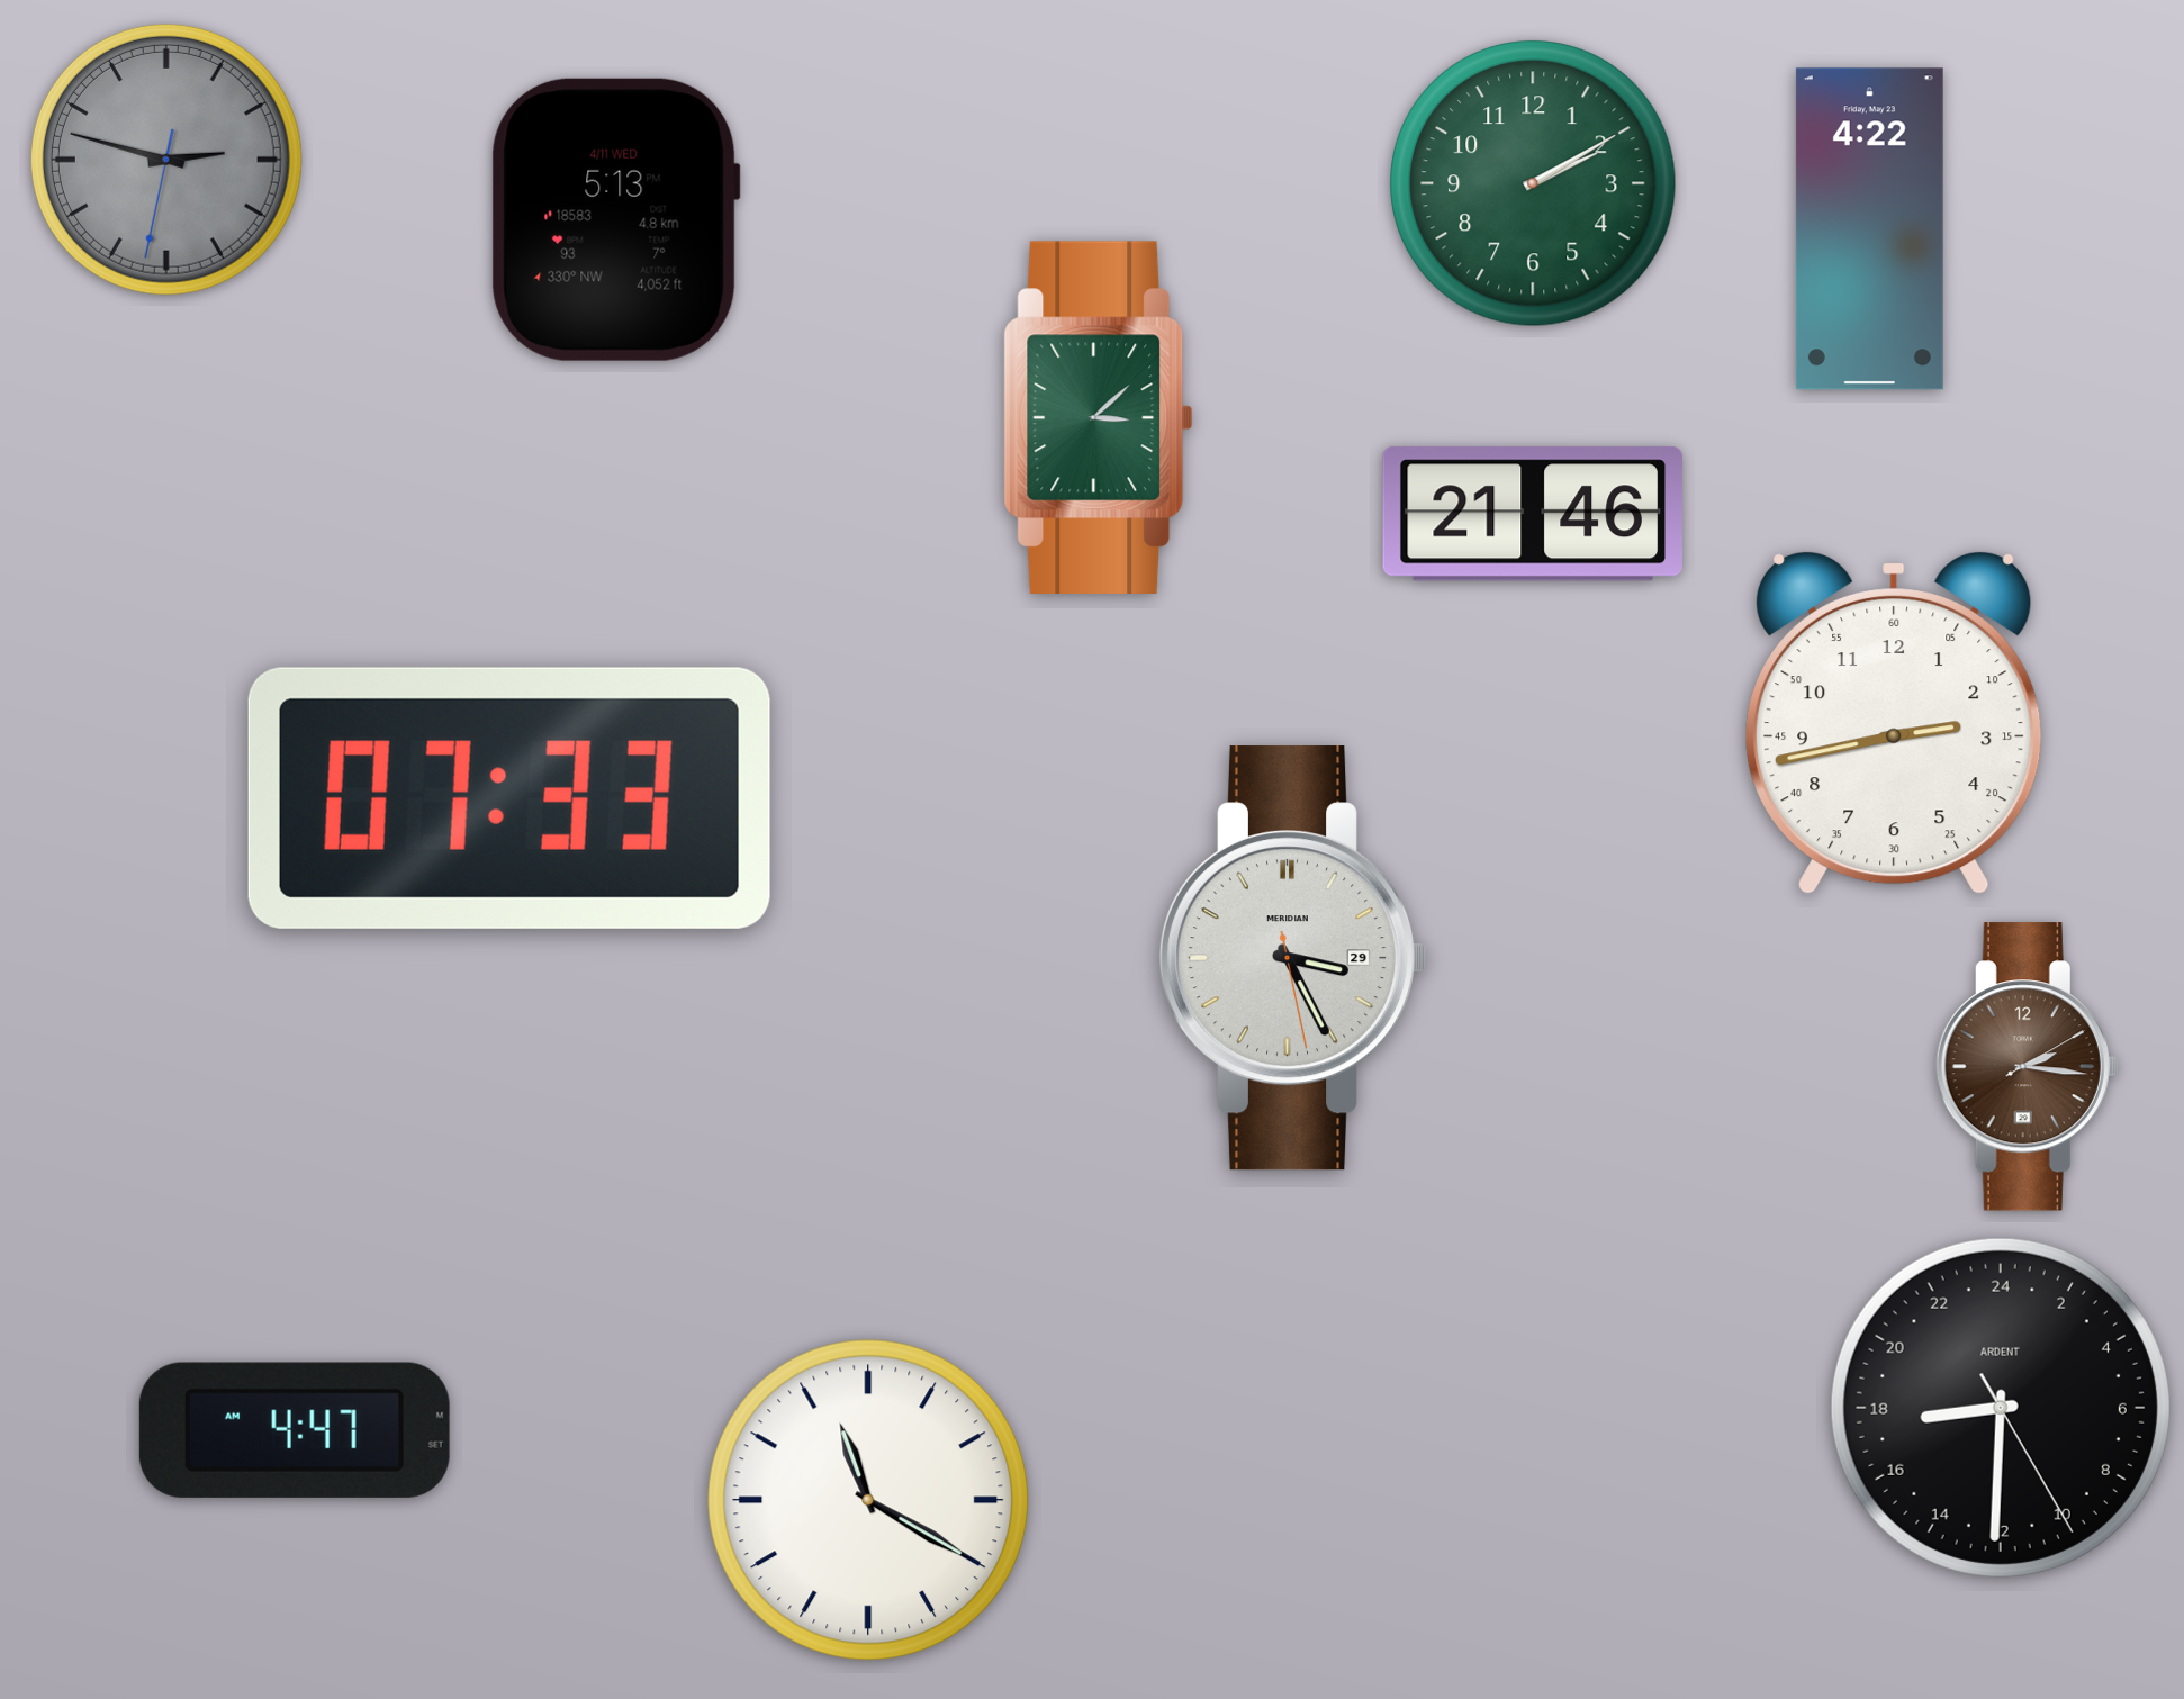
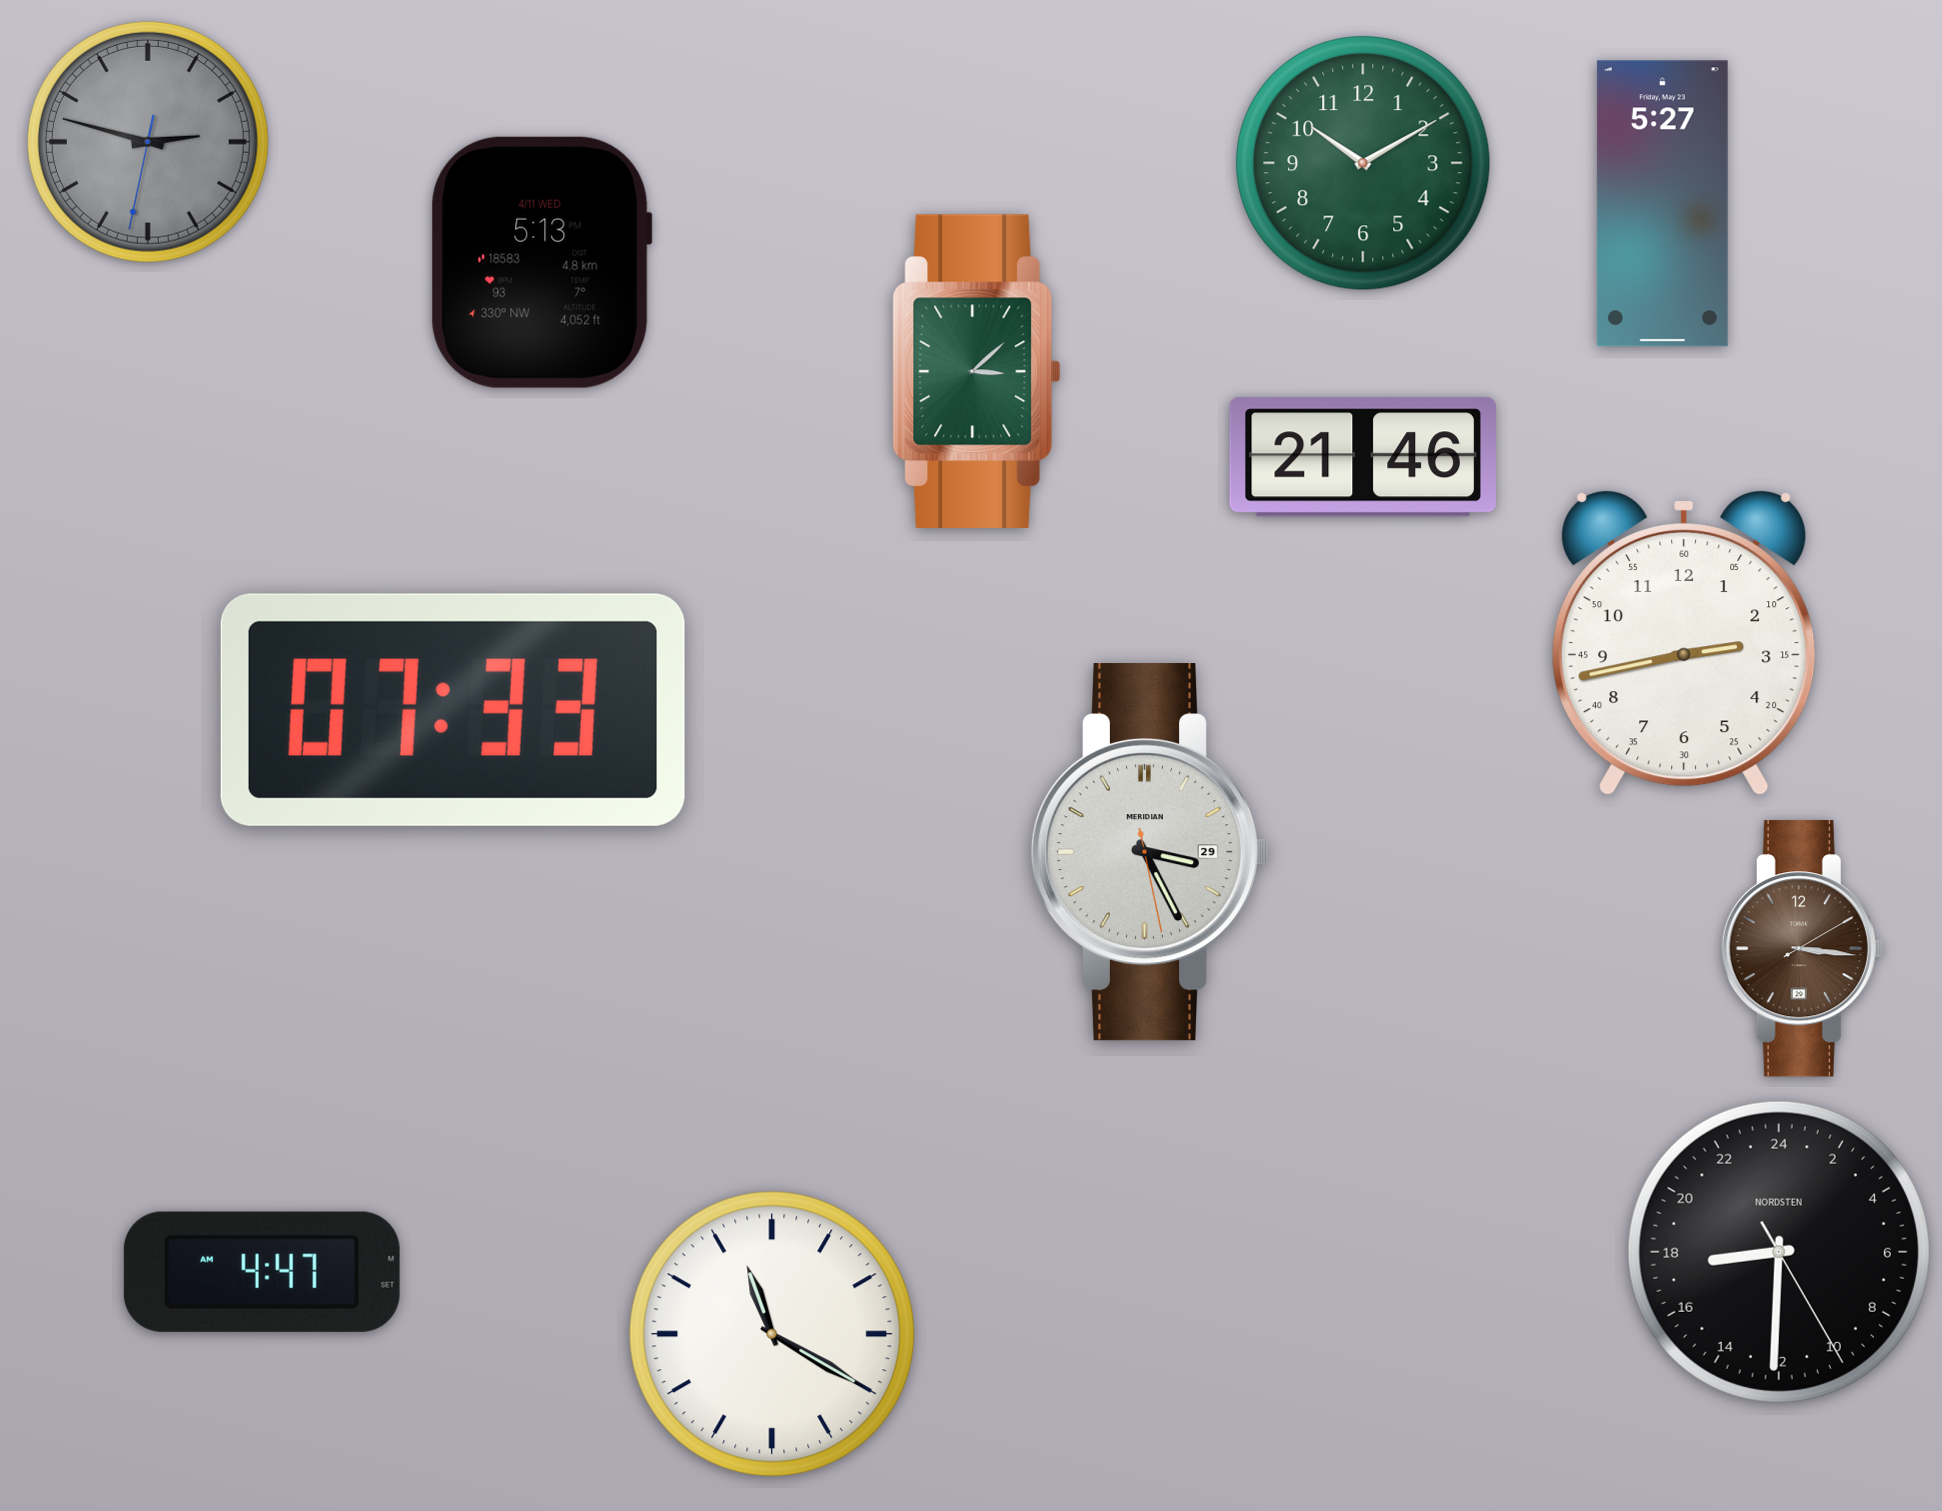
clock at (1533, 183): 2:10 -> 10:10
clock at (615, 219) position: (615, 219) -> (541, 262)
clock at (1869, 229): 4:22 -> 5:27
clock at (2027, 1067): 2:16 -> 3:16
clock at (2001, 1408) brand: ARDENT -> NORDSTEN
